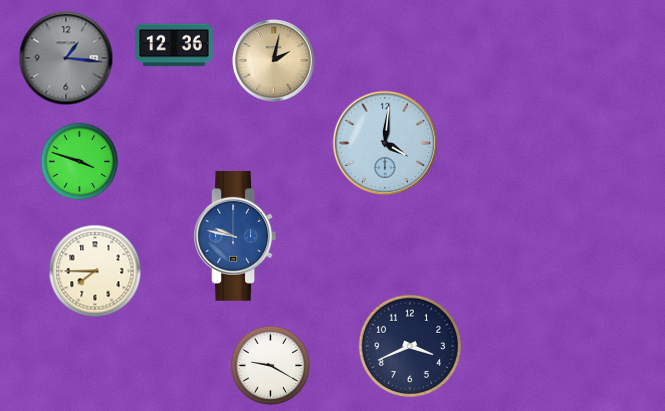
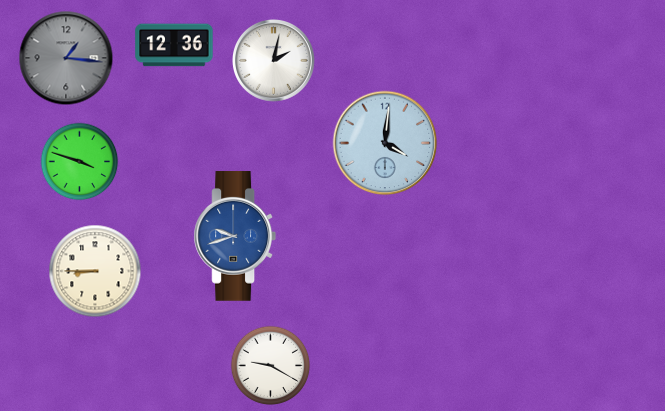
clock at (274, 61) dial: champagne -> white
clock at (235, 237): 9:47 -> 9:42
clock at (95, 271): 7:45 -> 8:45
clock at (409, 345): 3:41 -> none
